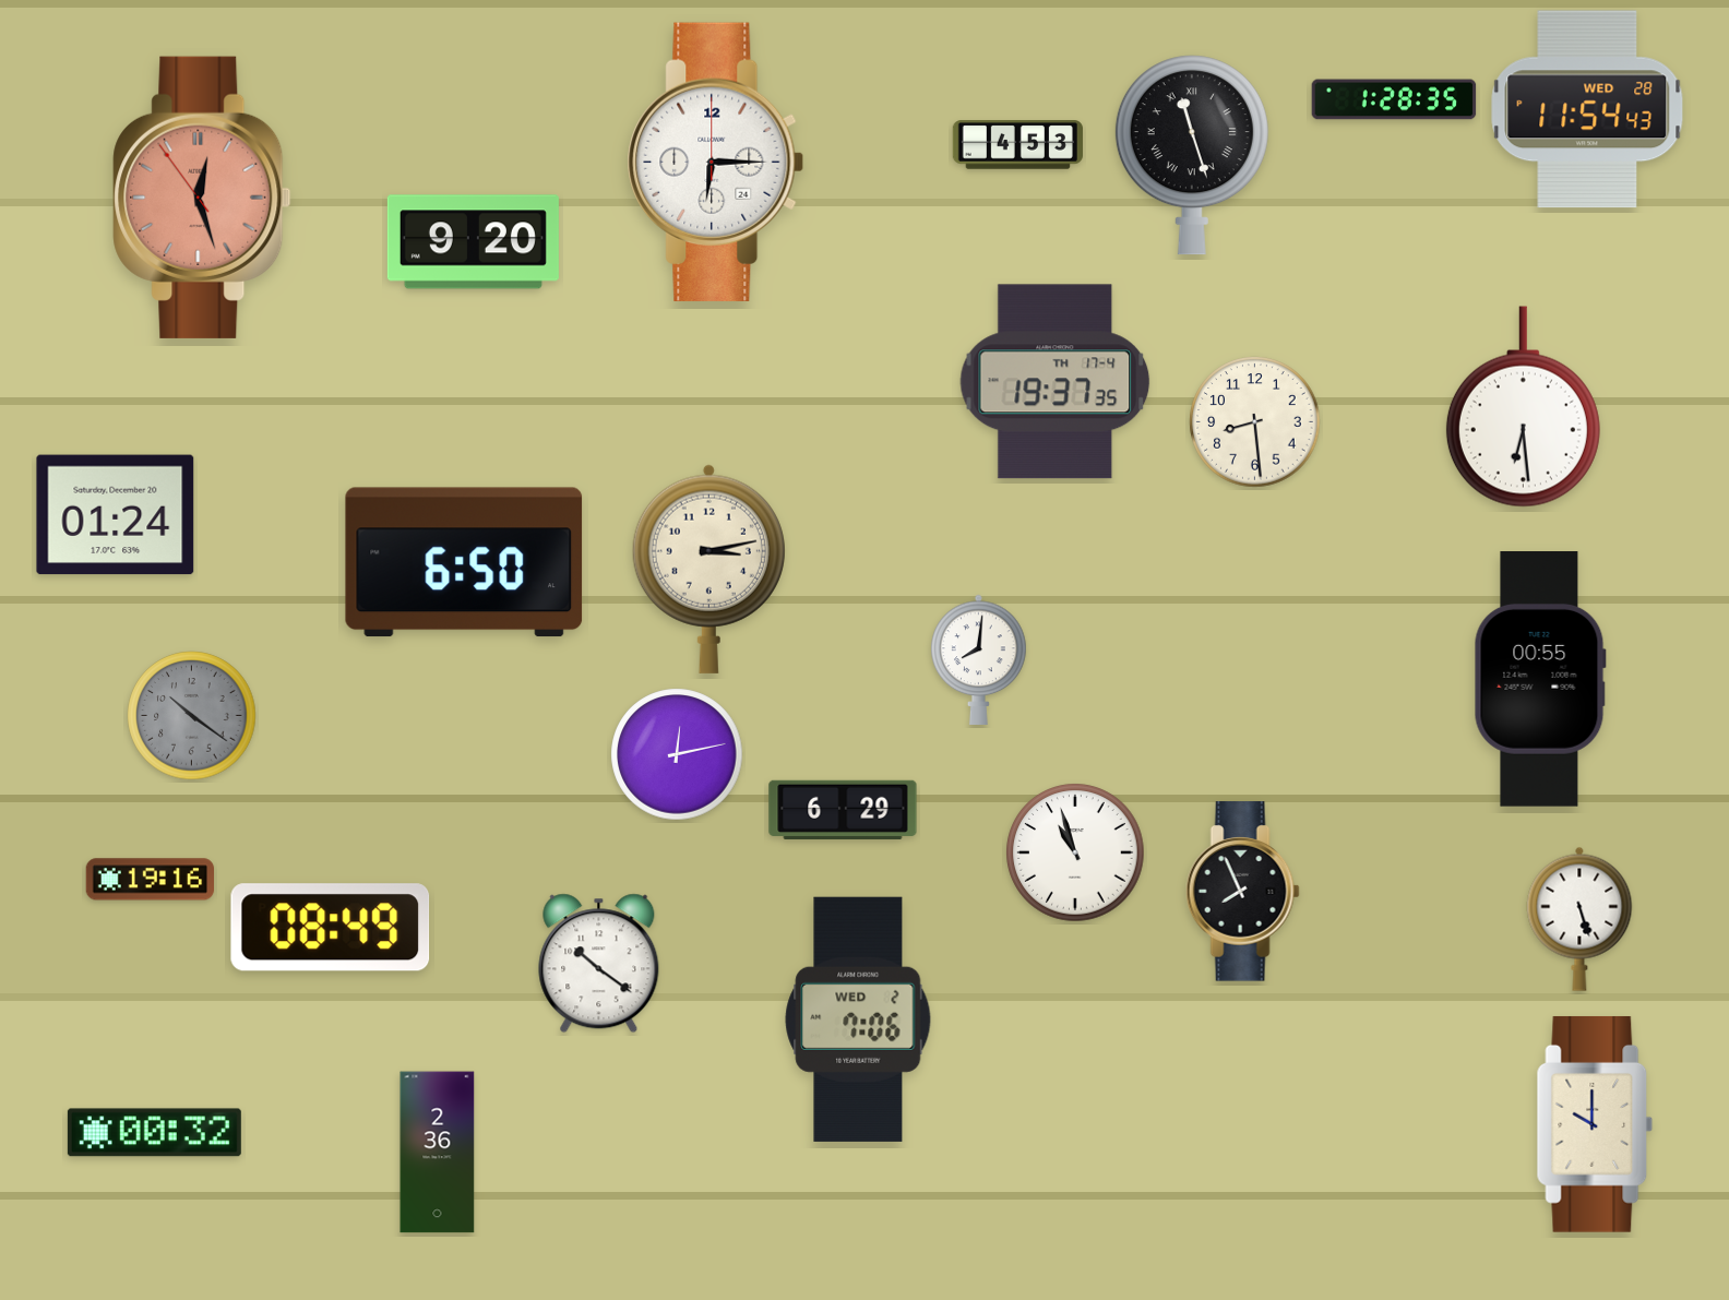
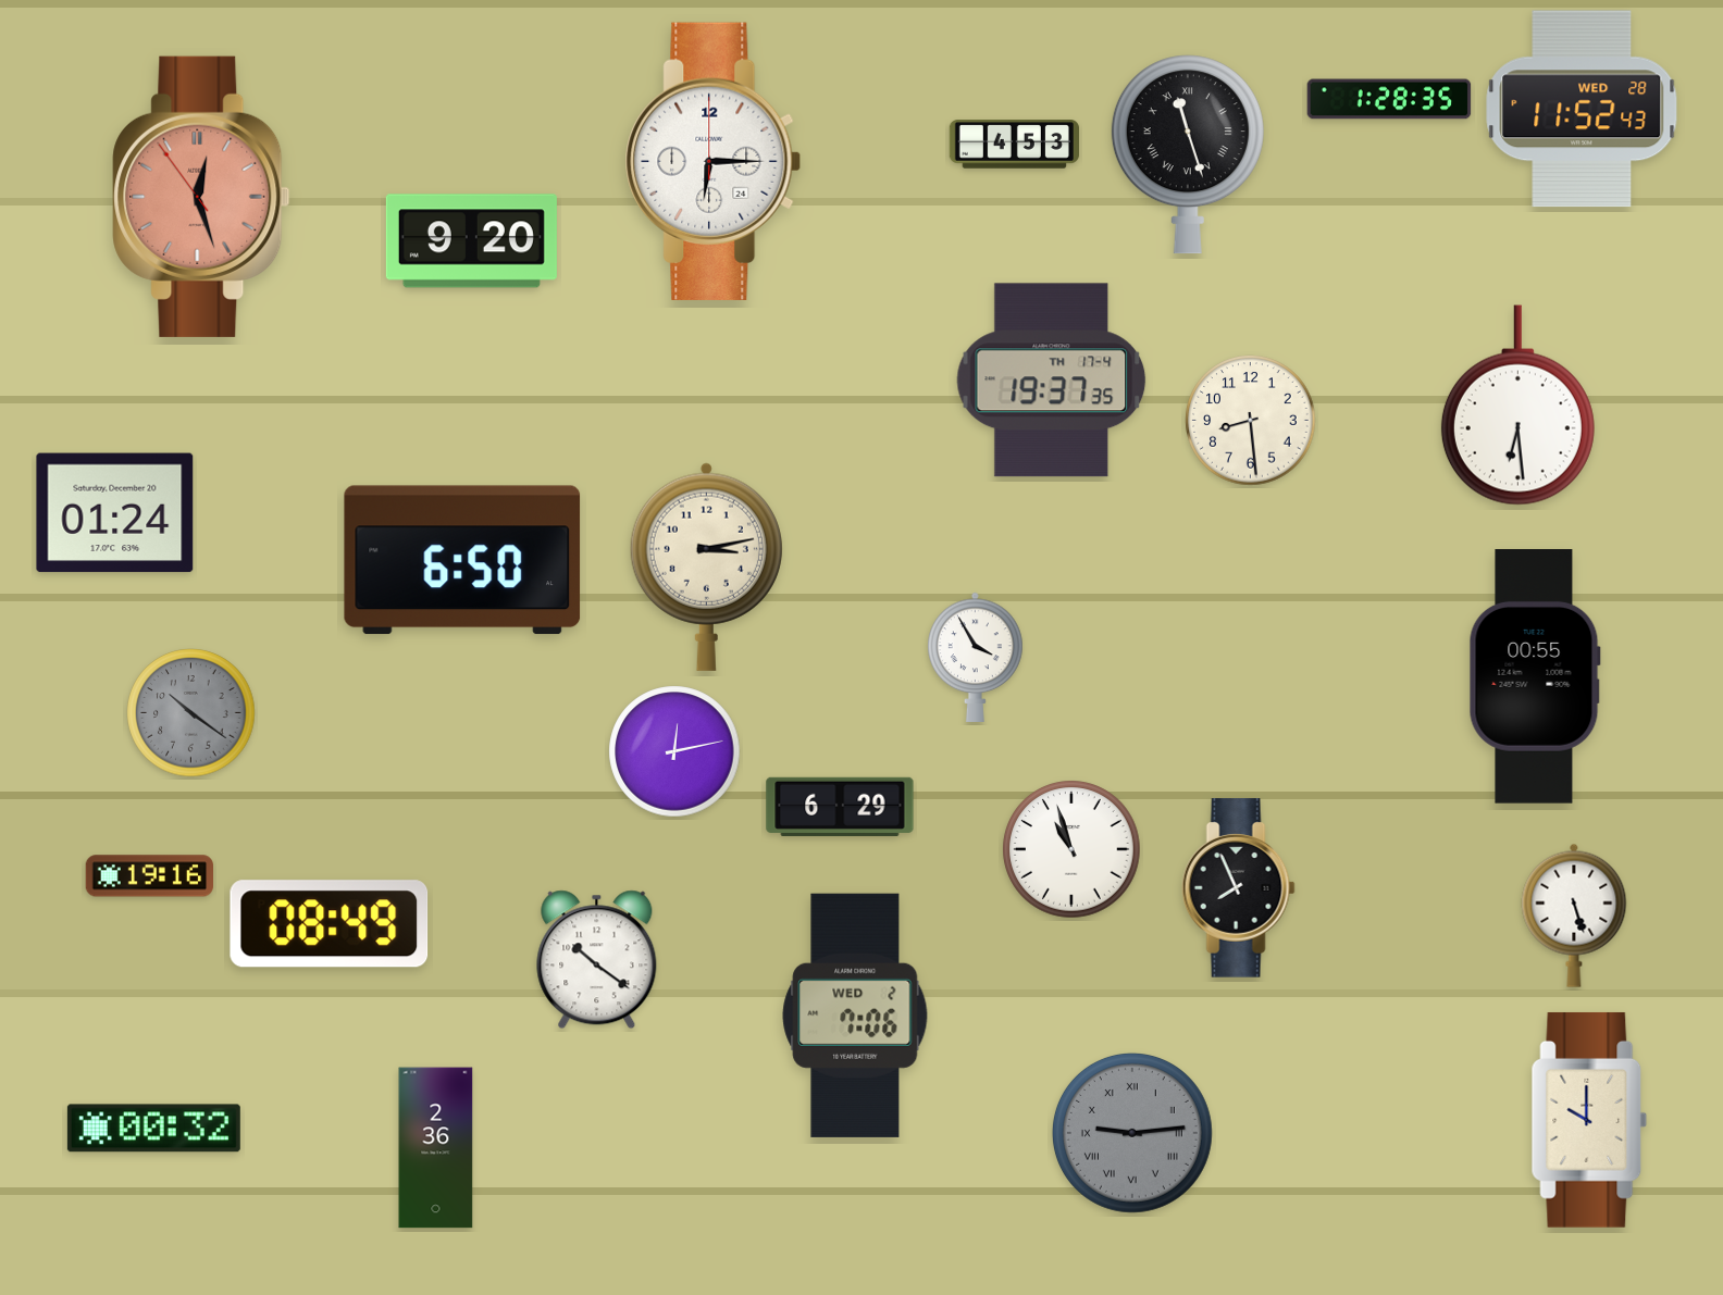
clock at (1587, 109): 11:54 -> 11:52
clock at (979, 659): 8:01 -> 3:55
clock at (1132, 1133): none -> 9:14
